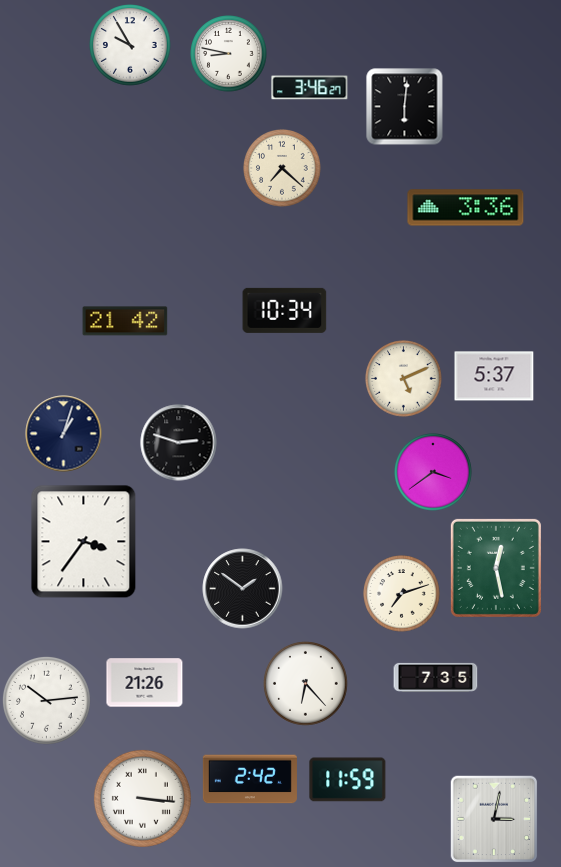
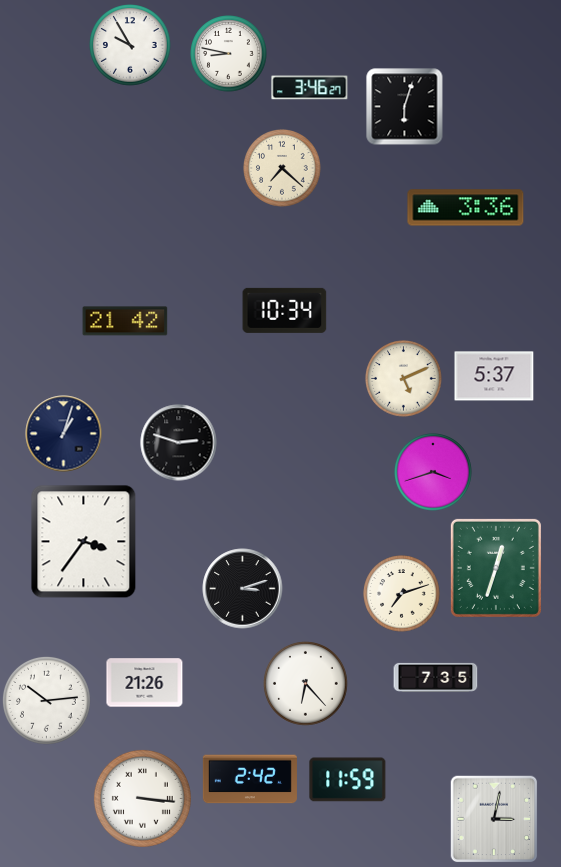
clock at (405, 107): 6:01 -> 6:03
clock at (433, 472): 3:39 -> 3:42
clock at (496, 568): 12:28 -> 12:33
clock at (243, 589): 1:51 -> 3:12
